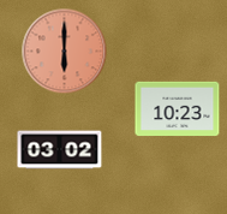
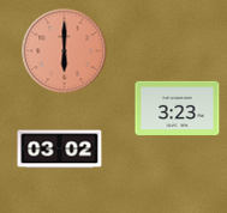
clock at (178, 109): 10:23 -> 3:23
